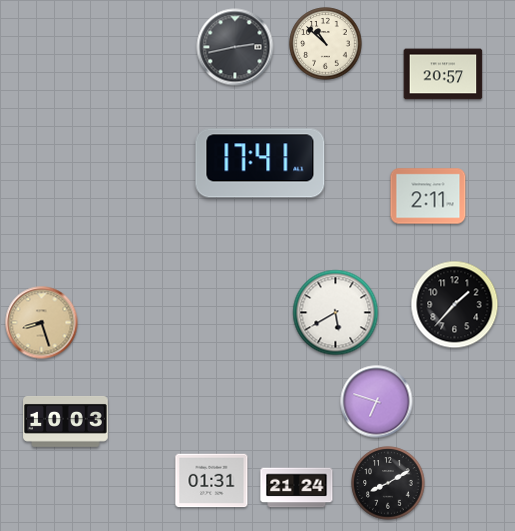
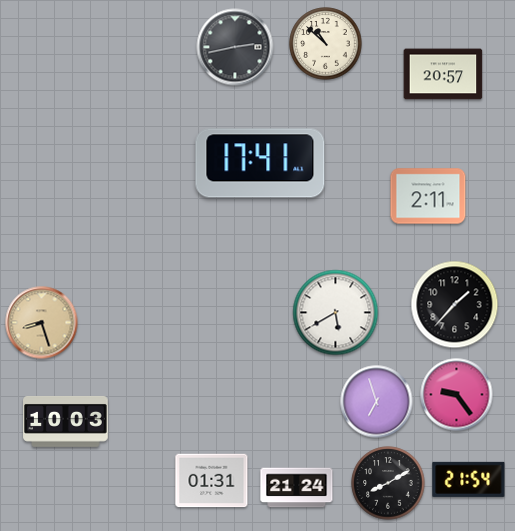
clock at (457, 395): none -> 9:24
clock at (377, 402): 6:48 -> 6:57
clock at (469, 479): none -> 21:54
